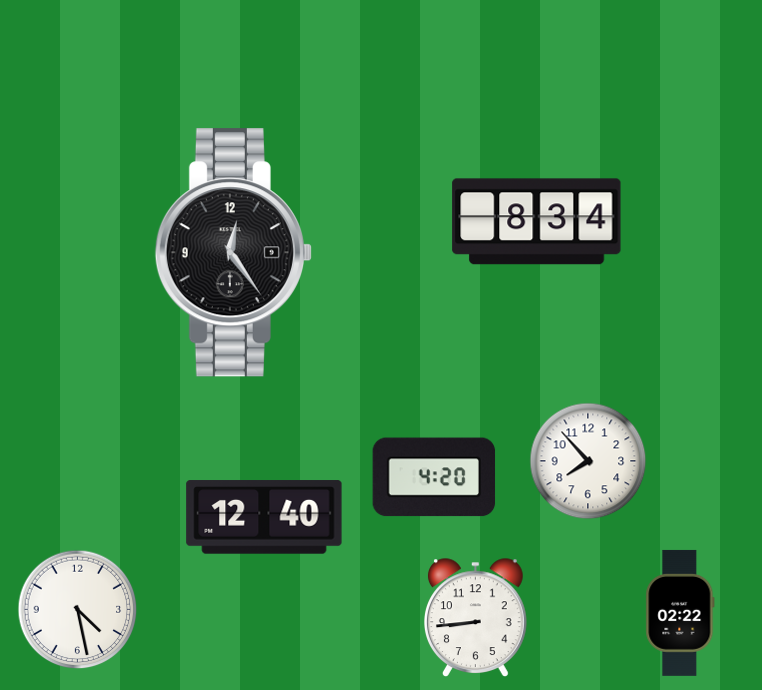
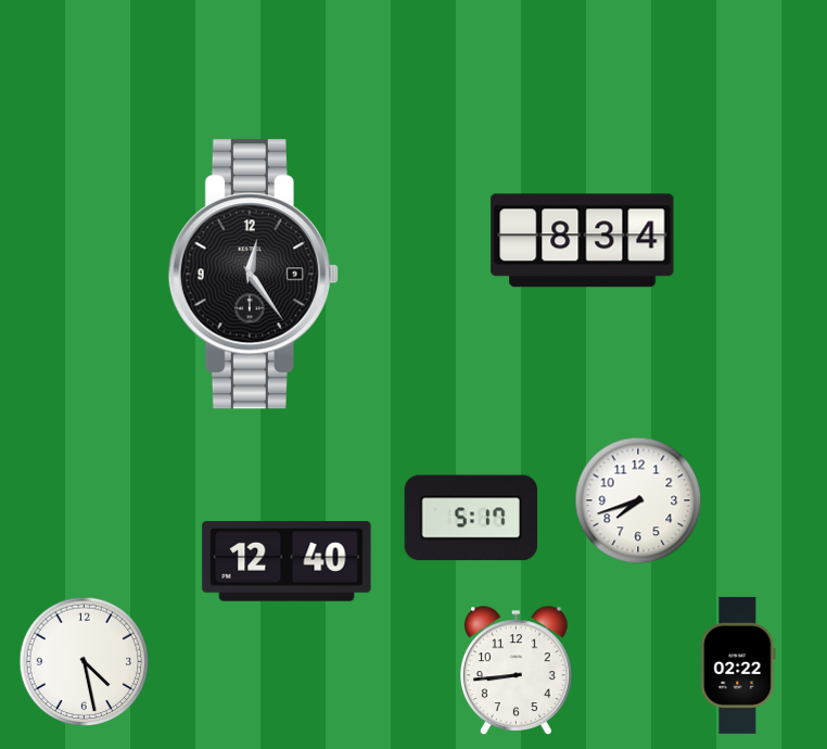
clock at (588, 461): 7:53 -> 7:42
clock at (434, 477): 4:20 -> 5:17
